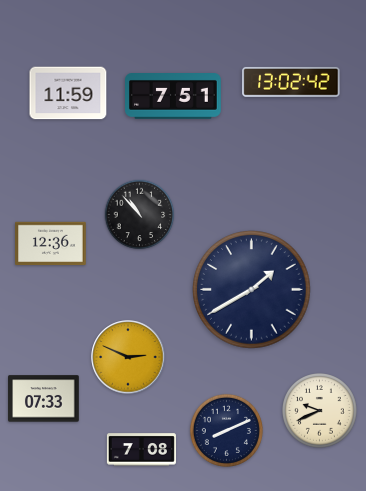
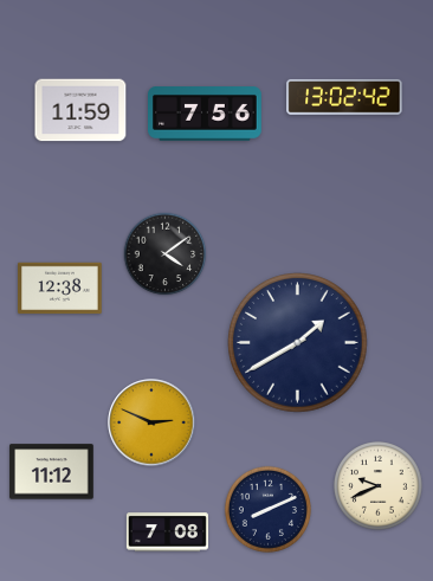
clock at (174, 97): 7:51 -> 7:56
clock at (140, 215): 10:53 -> 4:09
clock at (51, 244): 12:36 -> 12:38
clock at (44, 399): 07:33 -> 11:12
